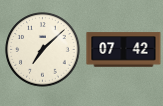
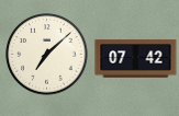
clock at (124, 50) position: (124, 50) -> (136, 59)
